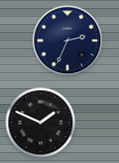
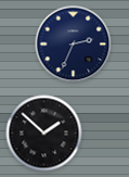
clock at (41, 123): 1:49 -> 1:52
